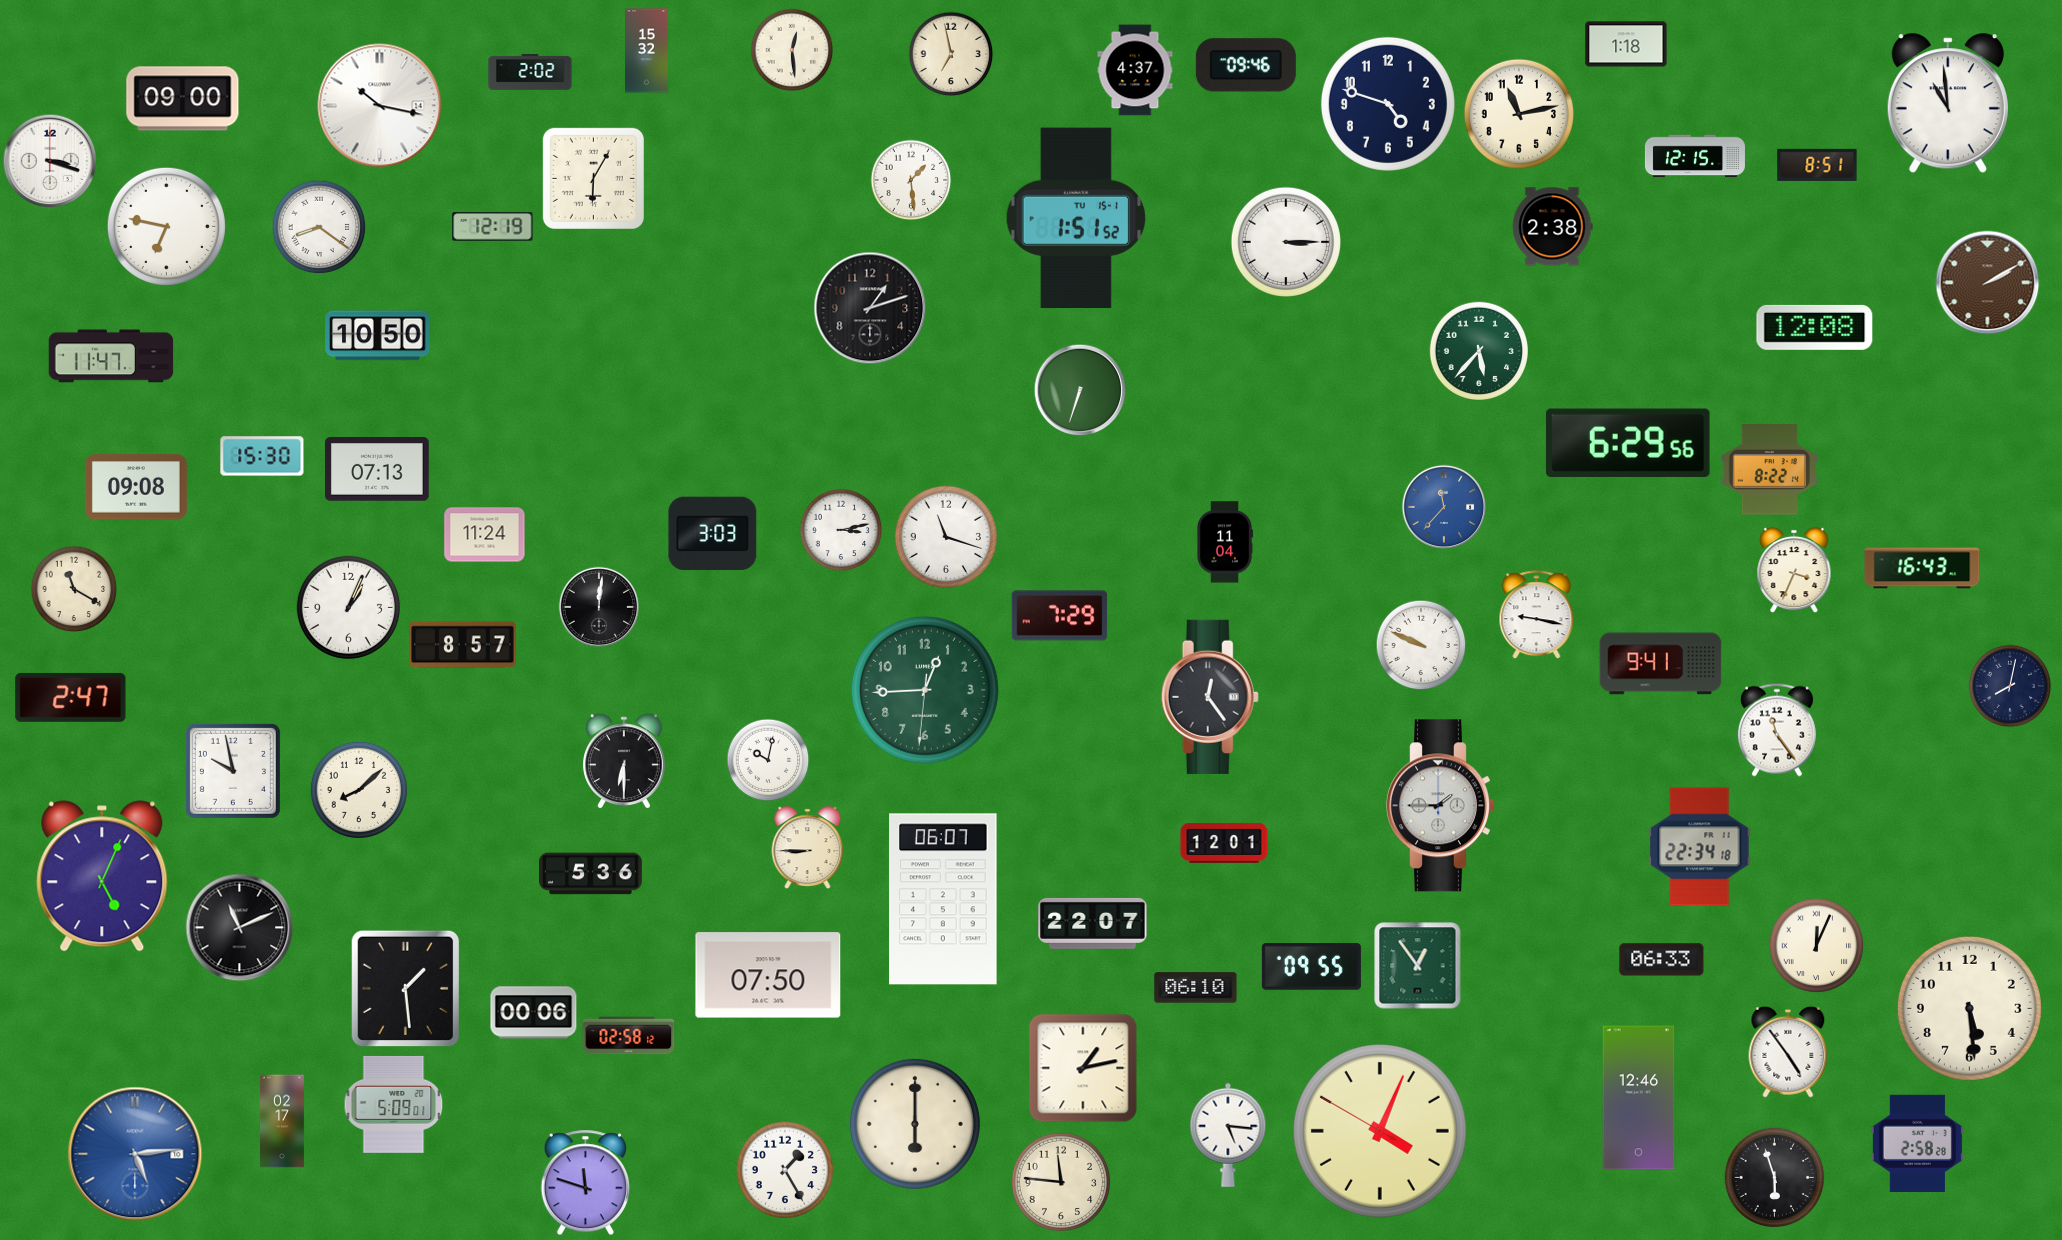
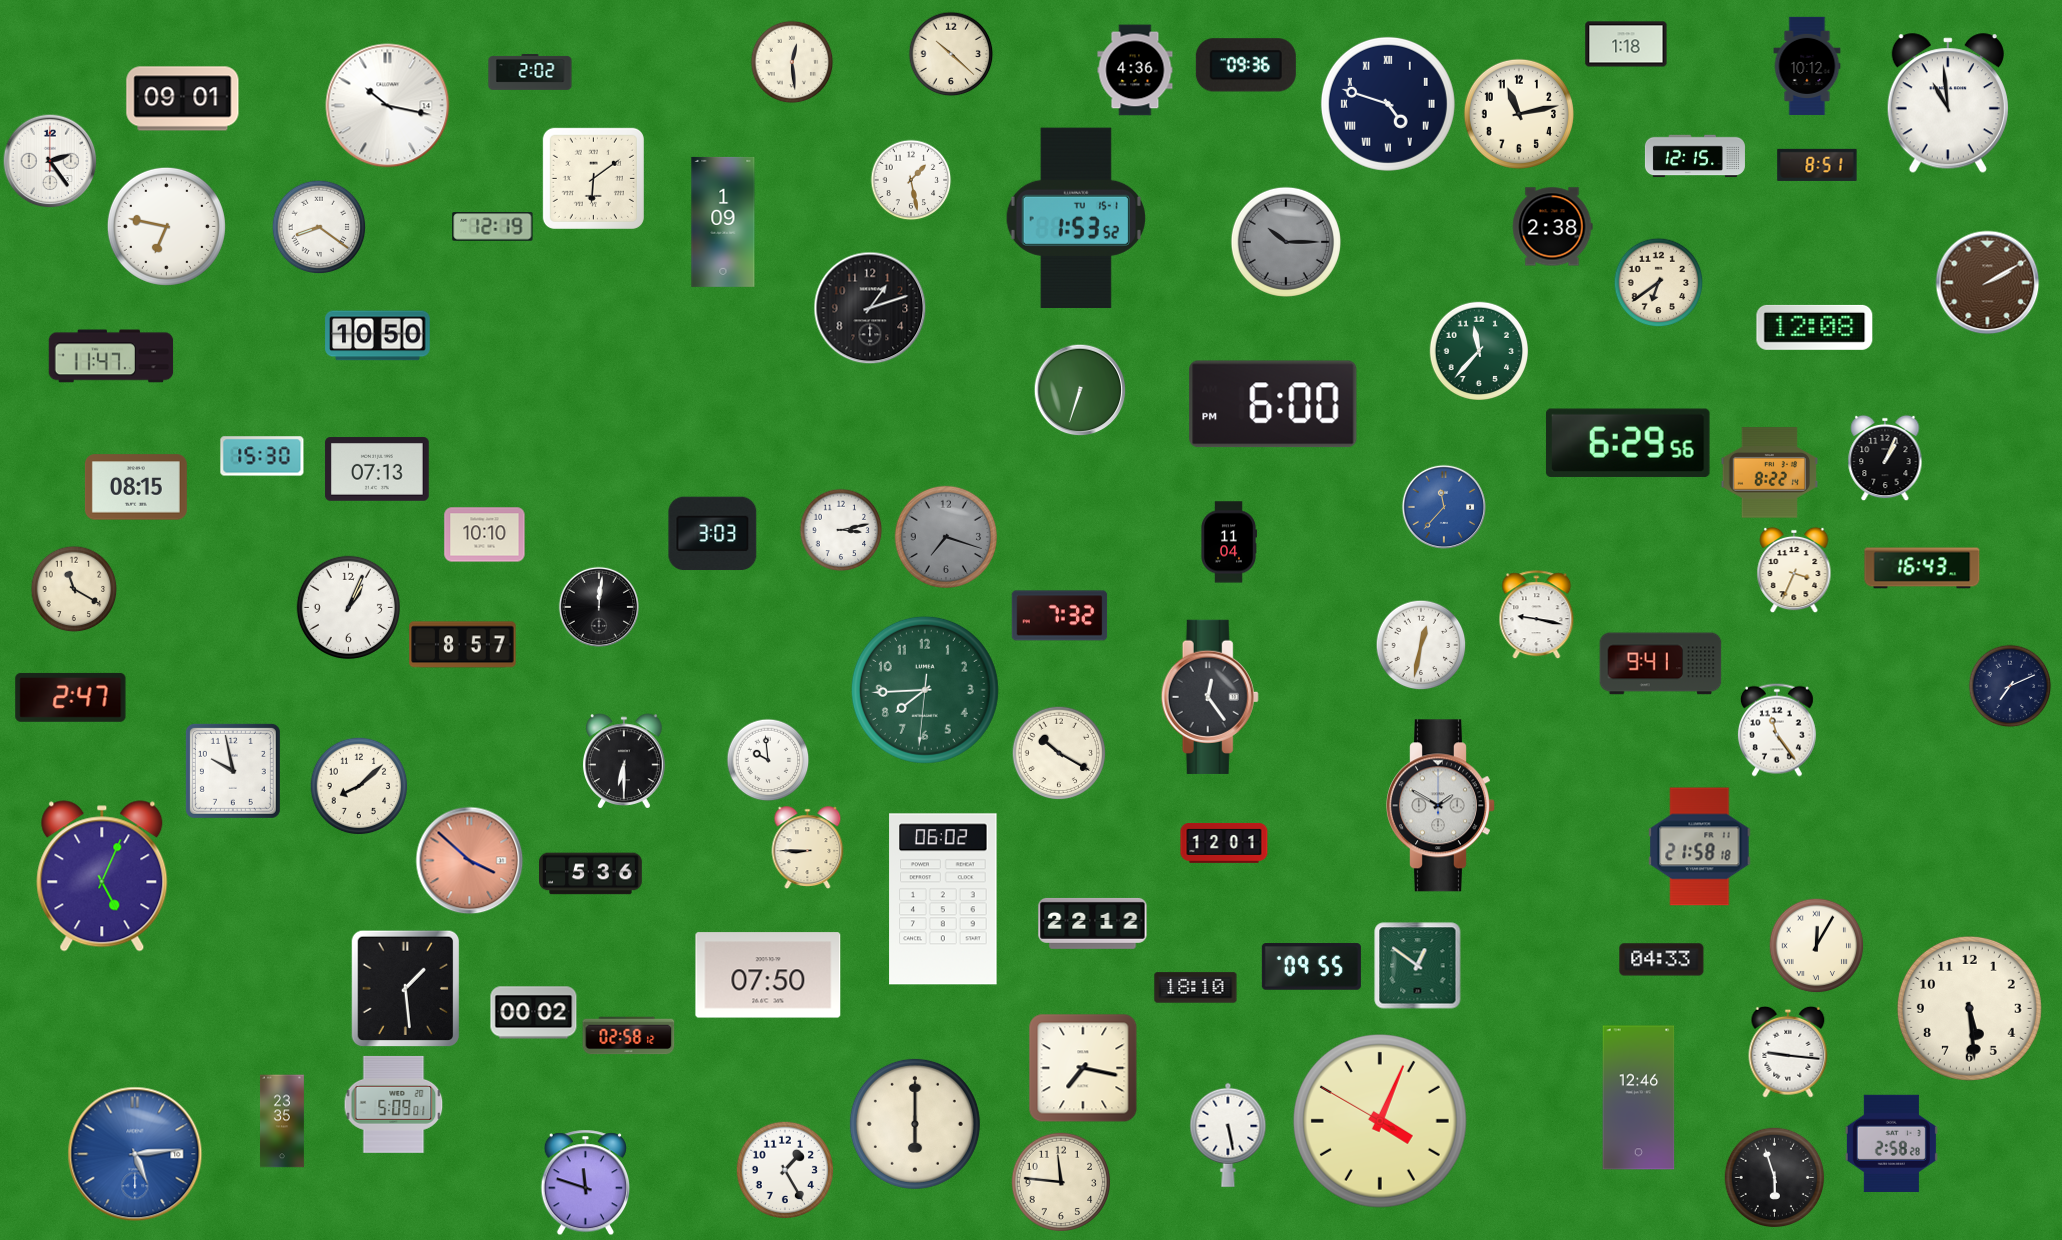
clock at (792, 50) position: (792, 50) -> (792, 62)
clock at (647, 51): 15:32 -> none
clock at (951, 54): 6:58 -> 10:22
clock at (1246, 65): 09:46 -> 09:36
clock at (1807, 66): none -> 10:12
clock at (1135, 70): 4:37 -> 4:36
clock at (183, 99): 09:00 -> 09:01
clock at (1388, 104) numerals: Arabic -> Roman
clock at (380, 106) position: (380, 106) -> (388, 106)
clock at (50, 161): 3:18 -> 2:24
clock at (593, 178): 6:05 -> 6:09
clock at (911, 180): 1:29 -> 1:28
clock at (1076, 217): 1:51 -> 1:53
clock at (723, 222): none -> 1:09
clock at (1286, 242): 3:15 -> 10:15
clock at (1286, 242) dial: white -> grey
clock at (1659, 283): none -> 6:39
clock at (1478, 350): 5:37 -> 11:37
clock at (1273, 404): none -> 6:00
clock at (1885, 458): none -> 1:04
clock at (1769, 470) position: (1769, 470) -> (1769, 473)
clock at (136, 487): 09:08 -> 08:15
clock at (485, 535): 11:24 -> 10:10
clock at (945, 536): 11:18 -> 7:18
clock at (945, 536) dial: white -> grey
clock at (1224, 542) position: (1224, 542) -> (1228, 542)
clock at (1060, 616): 7:29 -> 7:32
clock at (1421, 645): 9:49 -> 12:32
clock at (2010, 686): 8:02 -> 7:11
clock at (925, 690): 12:44 -> 7:44
clock at (1059, 753): none -> 10:20
clock at (768, 760): 10:02 -> 9:59
clock at (359, 790) position: (359, 790) -> (359, 786)
clock at (1441, 806): 1:45 -> 1:50
clock at (1700, 847): 22:34 -> 21:58
clock at (470, 861): none -> 3:52
clock at (943, 899): 06:07 -> 06:02
clock at (1093, 923): 22:07 -> 22:12
clock at (240, 928): 11:11 -> none
clock at (1817, 946): 12:04 -> 12:05
clock at (1662, 960): 06:33 -> 04:33
clock at (1418, 966): 12:54 -> 12:51
clock at (1196, 988): 06:10 -> 18:10
clock at (534, 1013): 00:06 -> 00:02
clock at (1788, 1052): 4:54 -> 9:16
clock at (1083, 1068): 1:13 -> 7:17
clock at (282, 1121): 02:17 -> 23:35
clock at (1380, 1131) position: (1380, 1131) -> (1380, 1121)
clock at (1228, 1135): 5:16 -> 5:28
clock at (1917, 1143) position: (1917, 1143) -> (1891, 1143)
